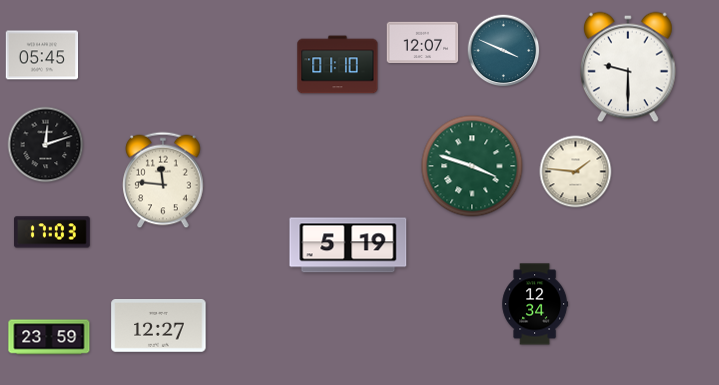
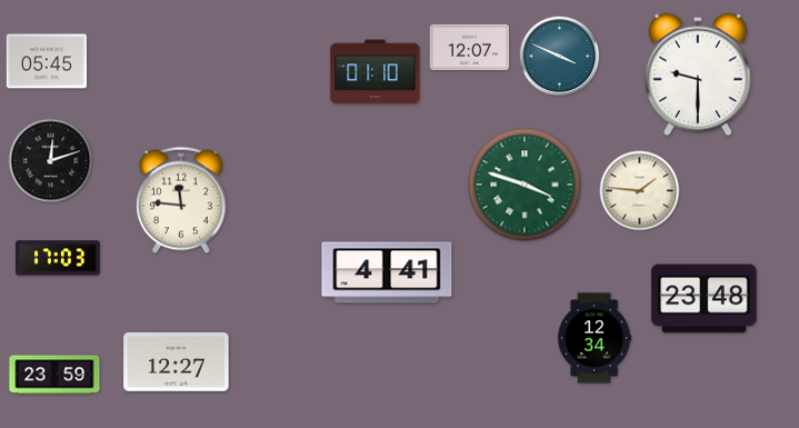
clock at (348, 245): 5:19 -> 4:41
clock at (705, 299): none -> 23:48
